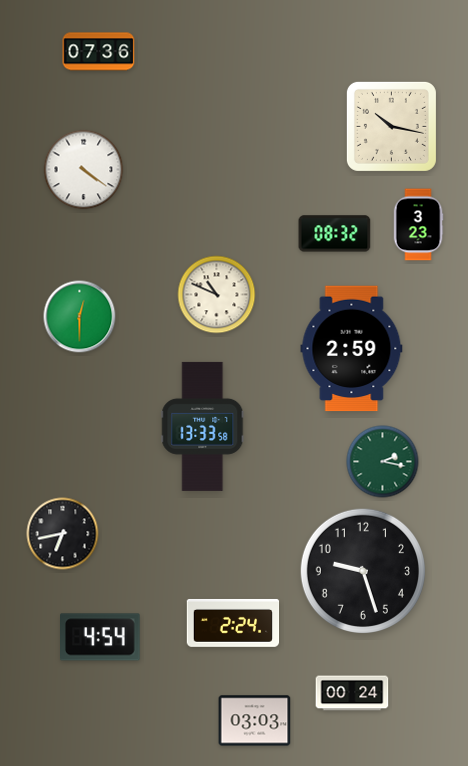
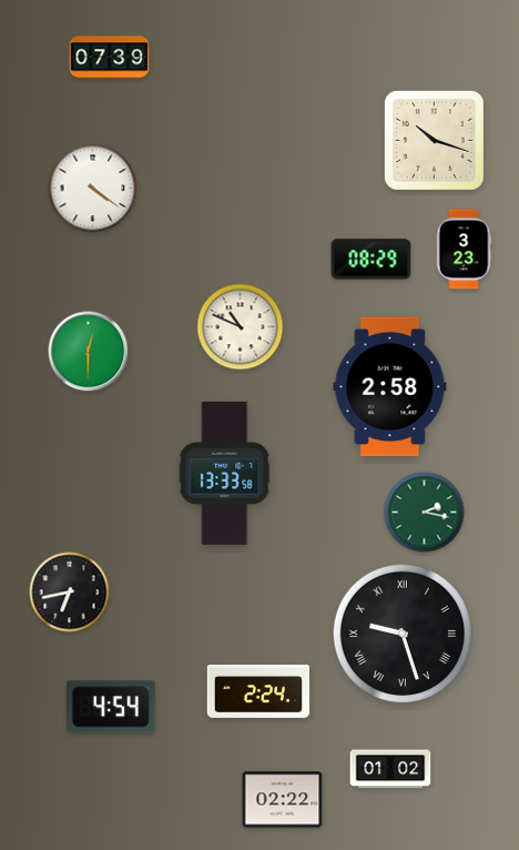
clock at (99, 52): 07:36 -> 07:39
clock at (391, 126): 10:17 -> 10:18
clock at (335, 234): 08:32 -> 08:29
clock at (352, 349): 2:59 -> 2:58
clock at (363, 571) numerals: Arabic -> Roman
clock at (352, 693): 00:24 -> 01:02
clock at (255, 721): 03:03 -> 02:22
